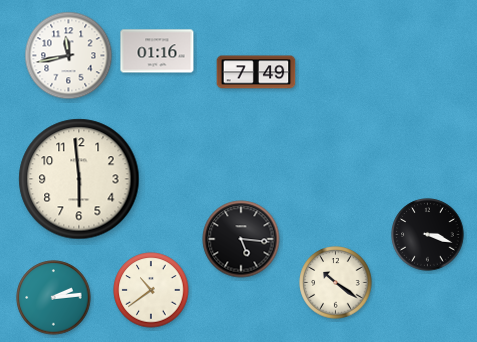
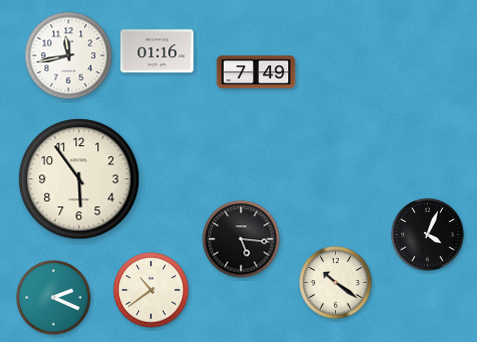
clock at (79, 179): 5:59 -> 5:54
clock at (428, 235): 3:18 -> 4:04
clock at (54, 298): 2:14 -> 2:19
